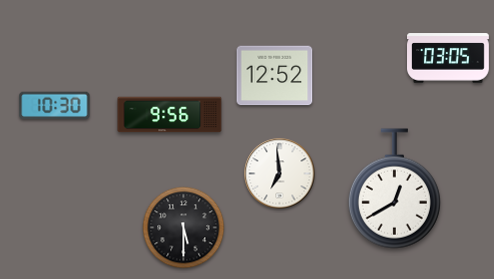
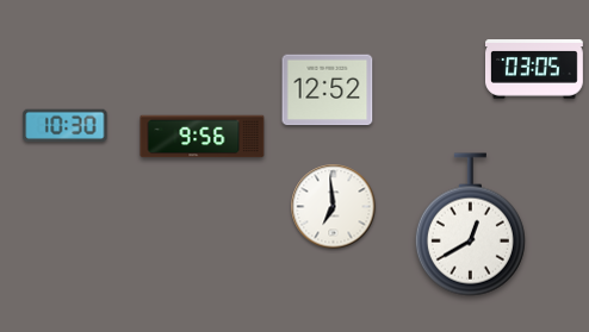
clock at (184, 228): 5:30 -> none
